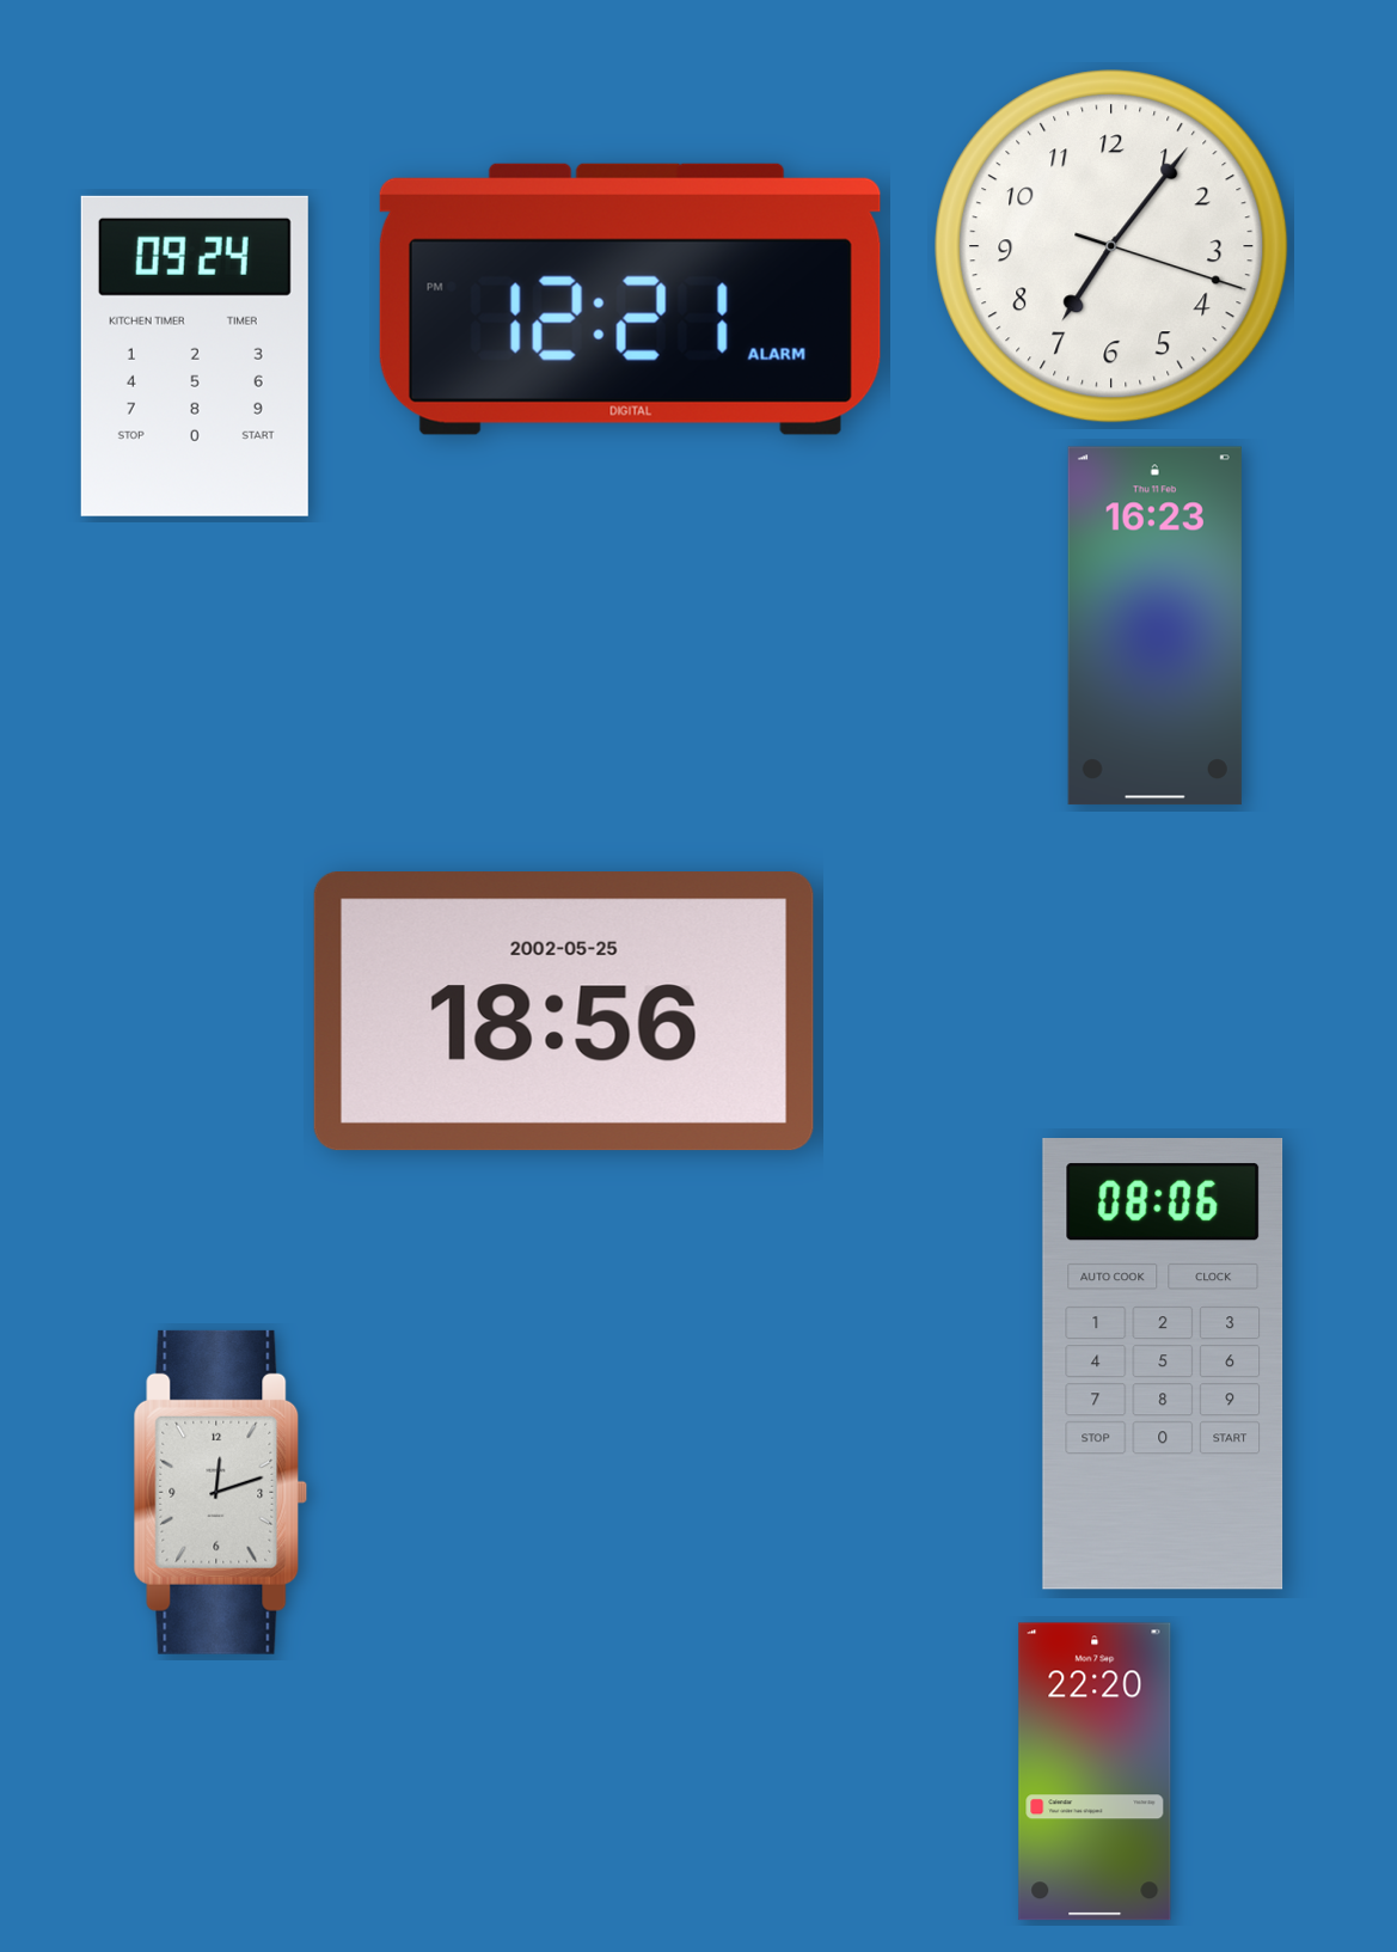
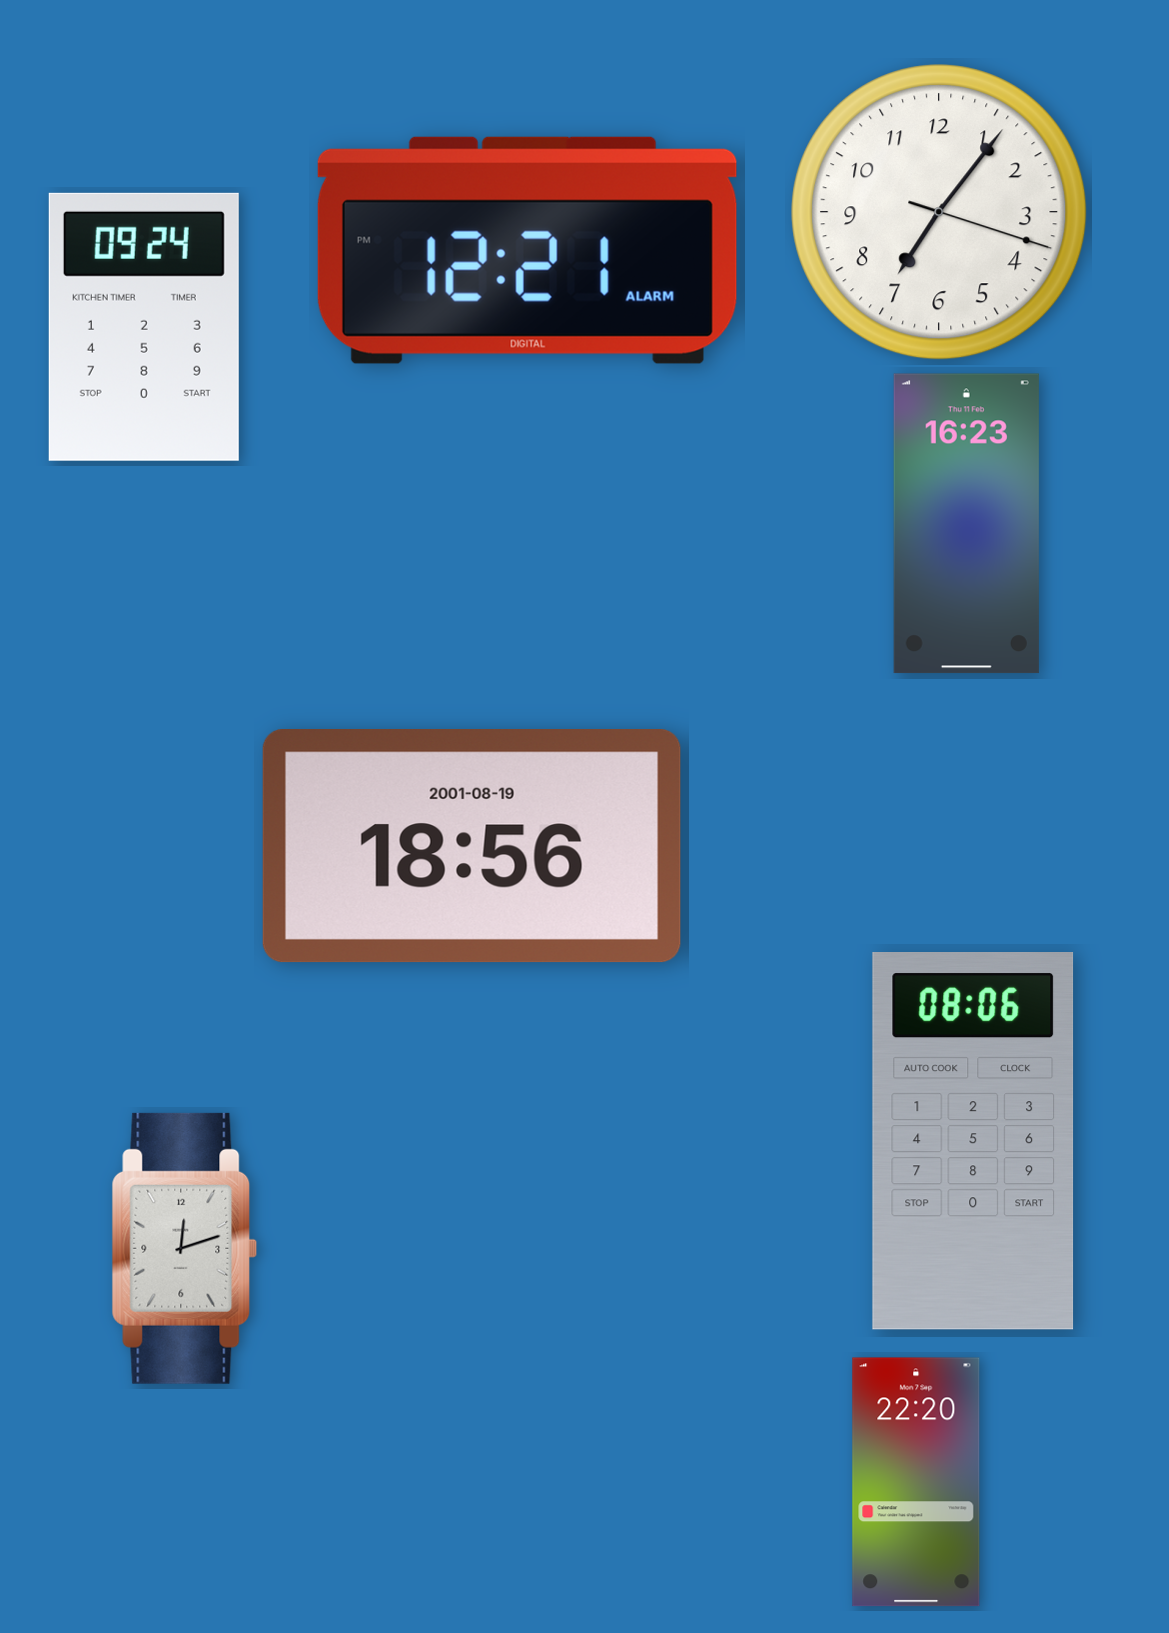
clock at (1111, 246) position: (1111, 246) -> (939, 212)
clock at (195, 356) position: (195, 356) -> (144, 327)
clock at (564, 1011) date: 2002-05-25 -> 2001-08-19
